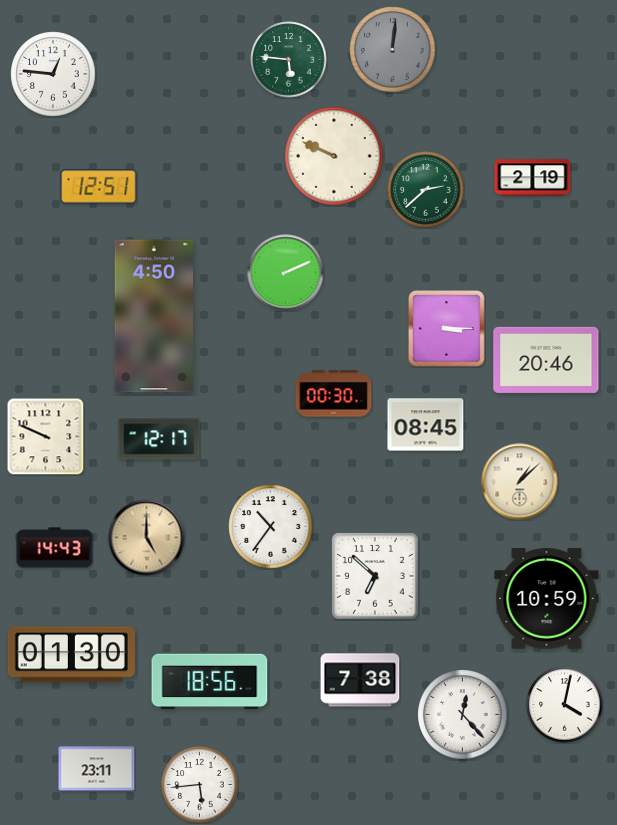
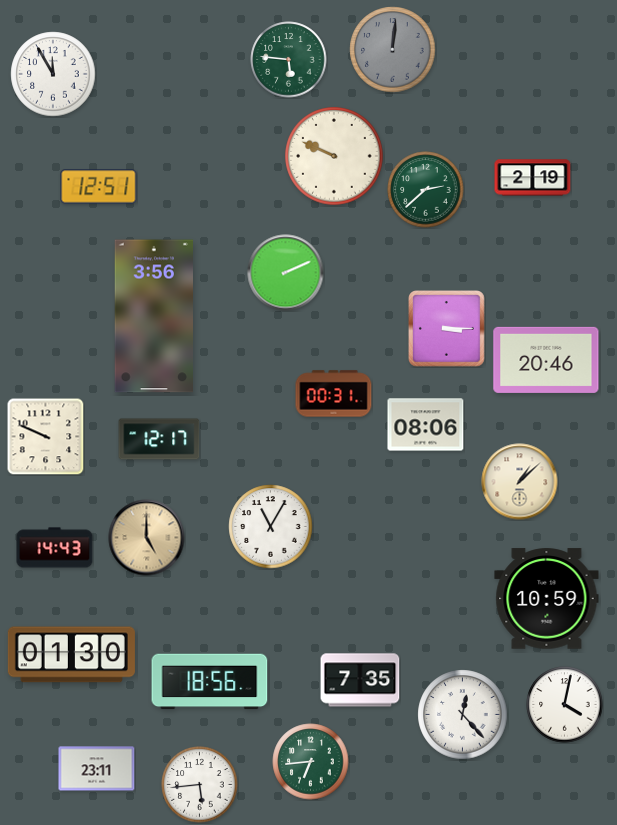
clock at (53, 74): 12:46 -> 11:55
clock at (154, 316): 4:50 -> 3:56
clock at (334, 394): 00:30 -> 00:31
clock at (426, 425): 08:45 -> 08:06
clock at (271, 527): 10:36 -> 11:05
clock at (375, 576): 6:52 -> none
clock at (360, 680): 7:38 -> 7:35
clock at (311, 762): none -> 6:44
